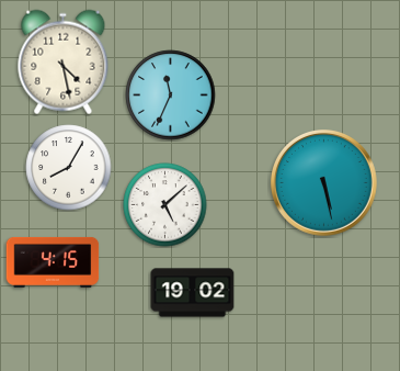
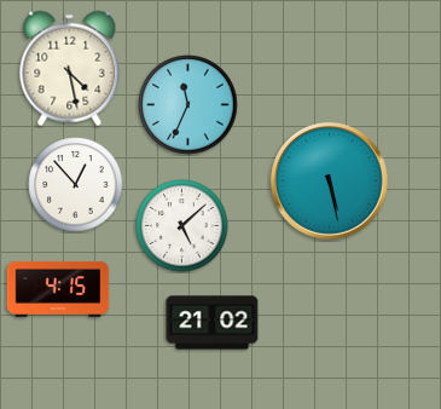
clock at (69, 168): 8:05 -> 12:53
clock at (323, 182) position: (323, 182) -> (329, 180)
clock at (193, 293): 19:02 -> 21:02
